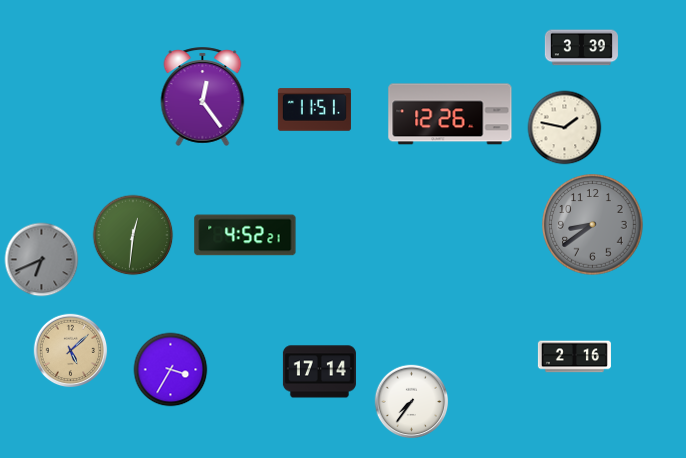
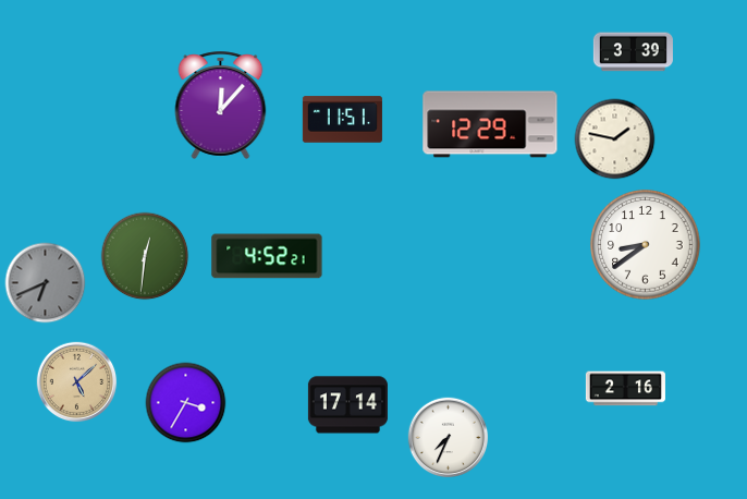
clock at (203, 96): 12:24 -> 12:07
clock at (450, 114): 12:26 -> 12:29
clock at (593, 225) dial: grey -> white
clock at (412, 402): 7:36 -> 7:34
